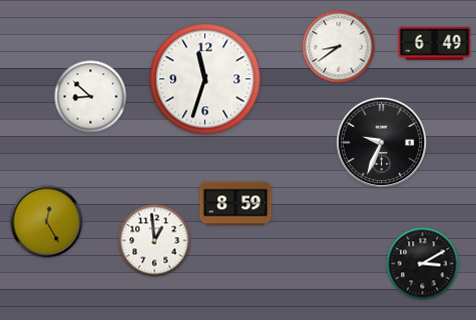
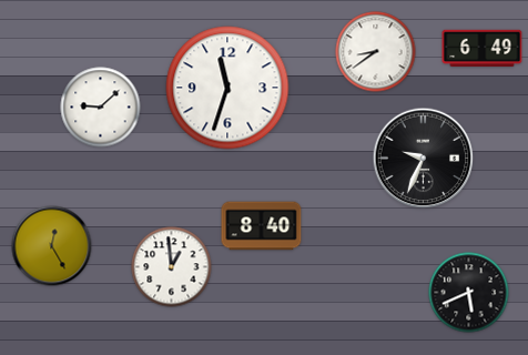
clock at (91, 97): 8:52 -> 9:08
clock at (236, 204): 8:59 -> 8:40
clock at (423, 264): 3:10 -> 5:41
